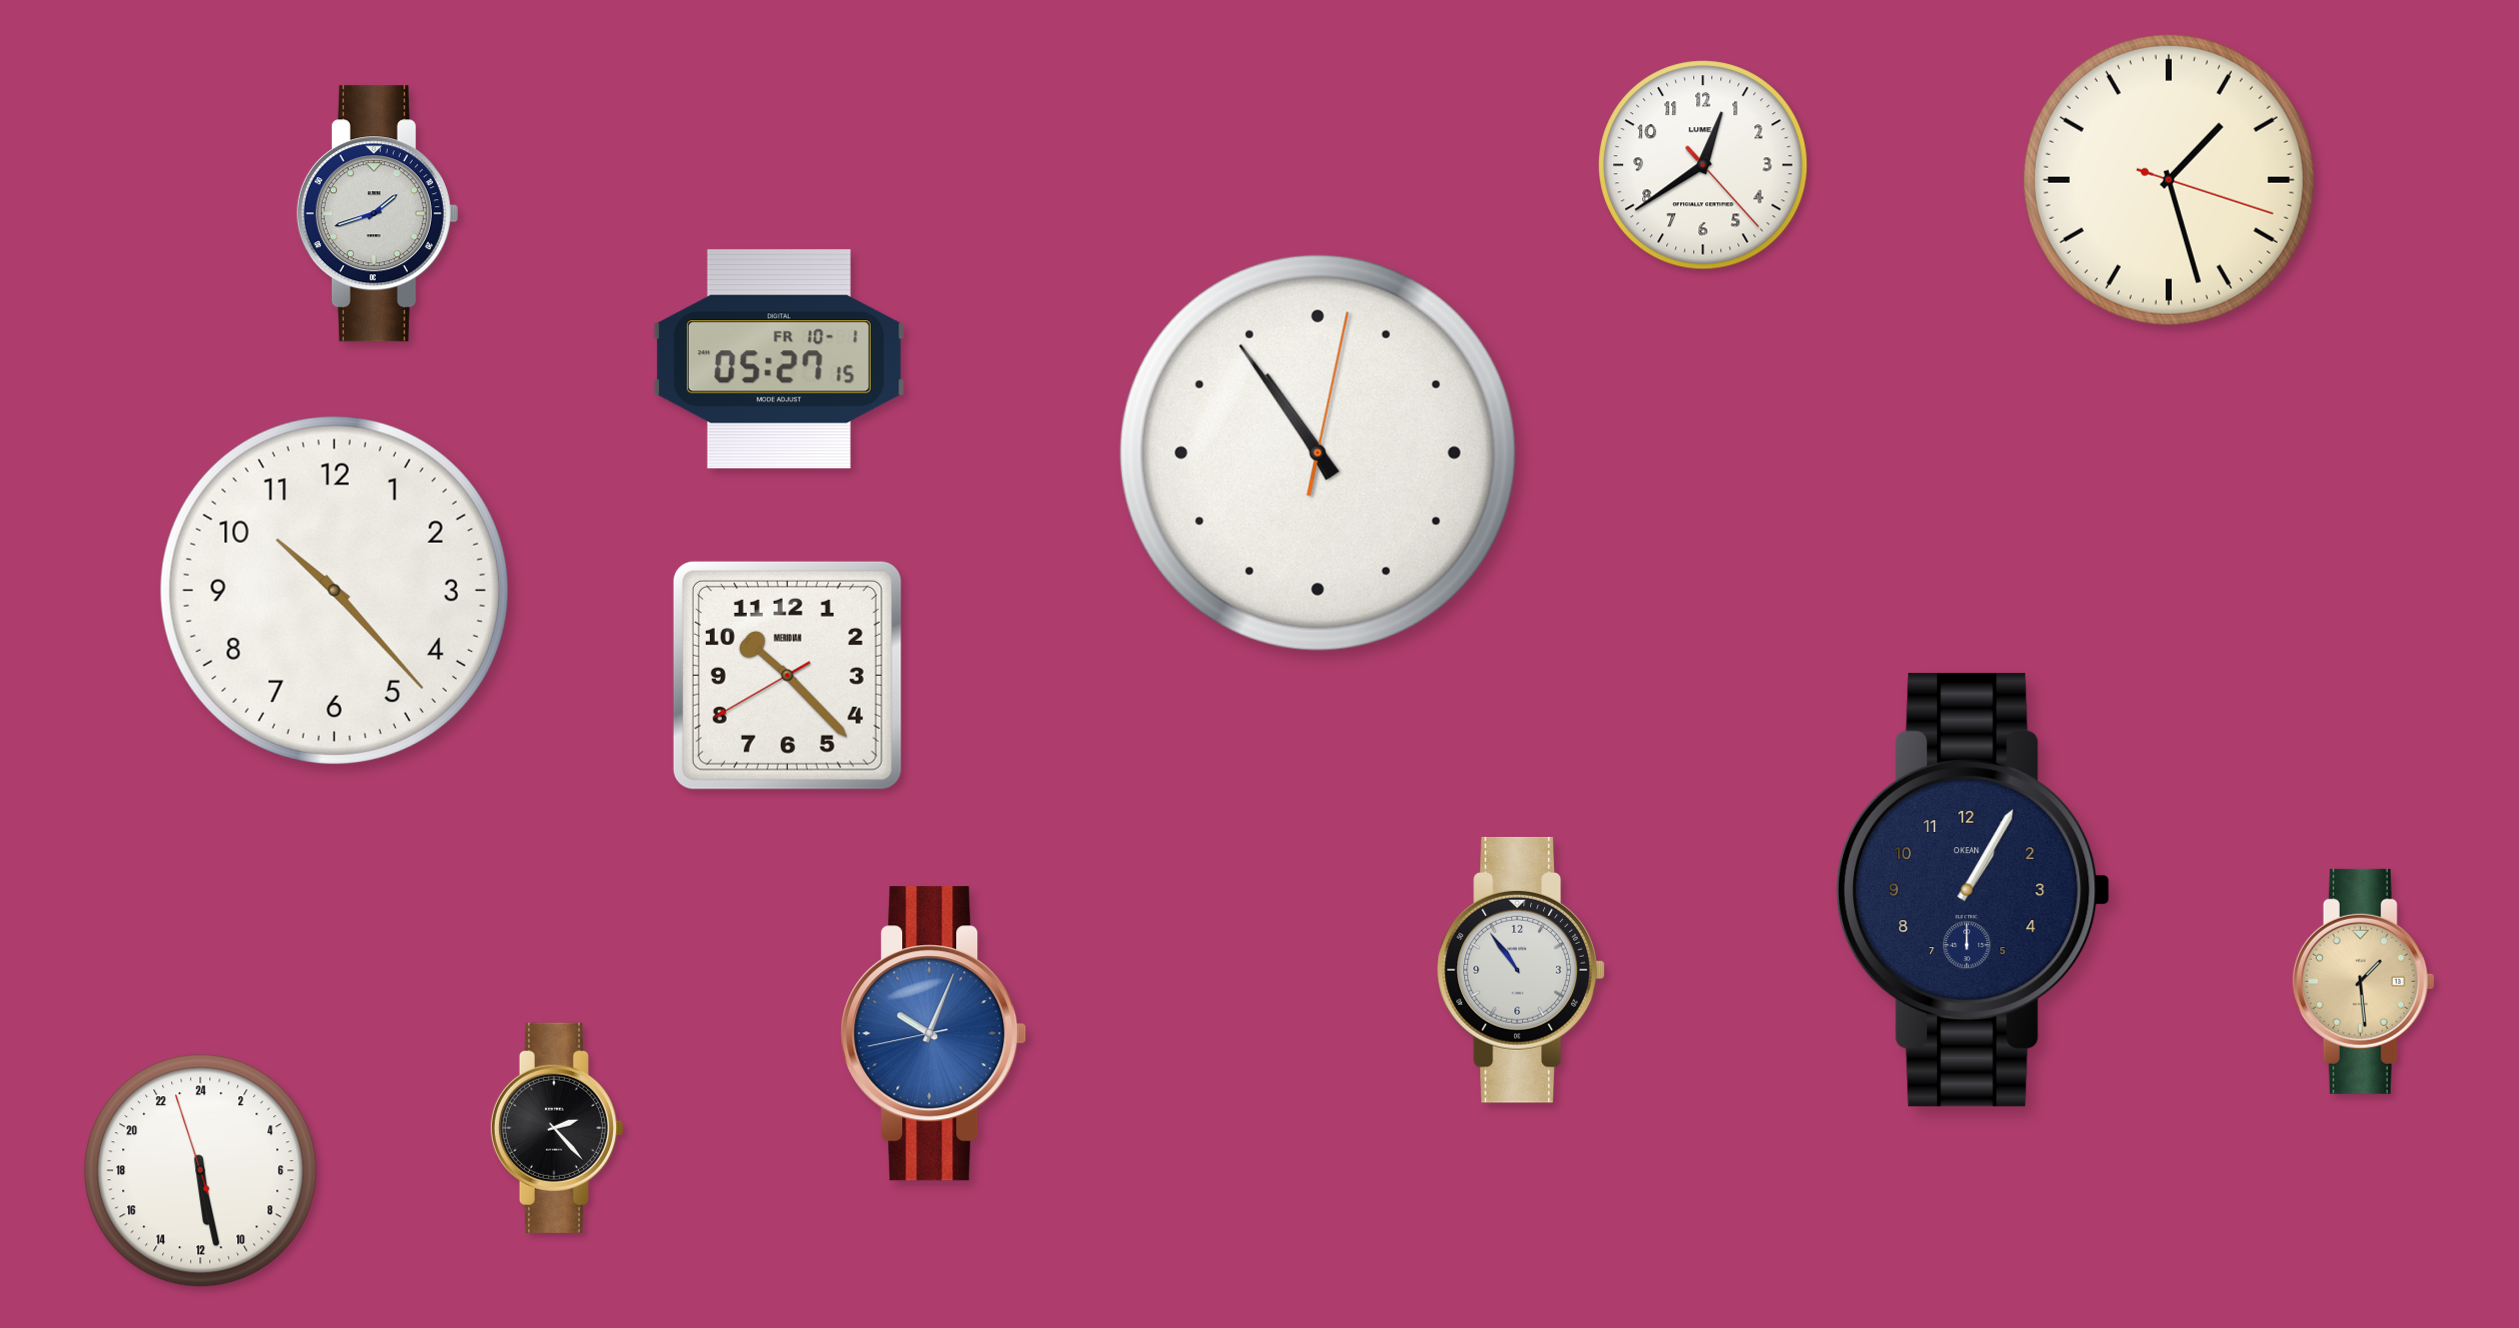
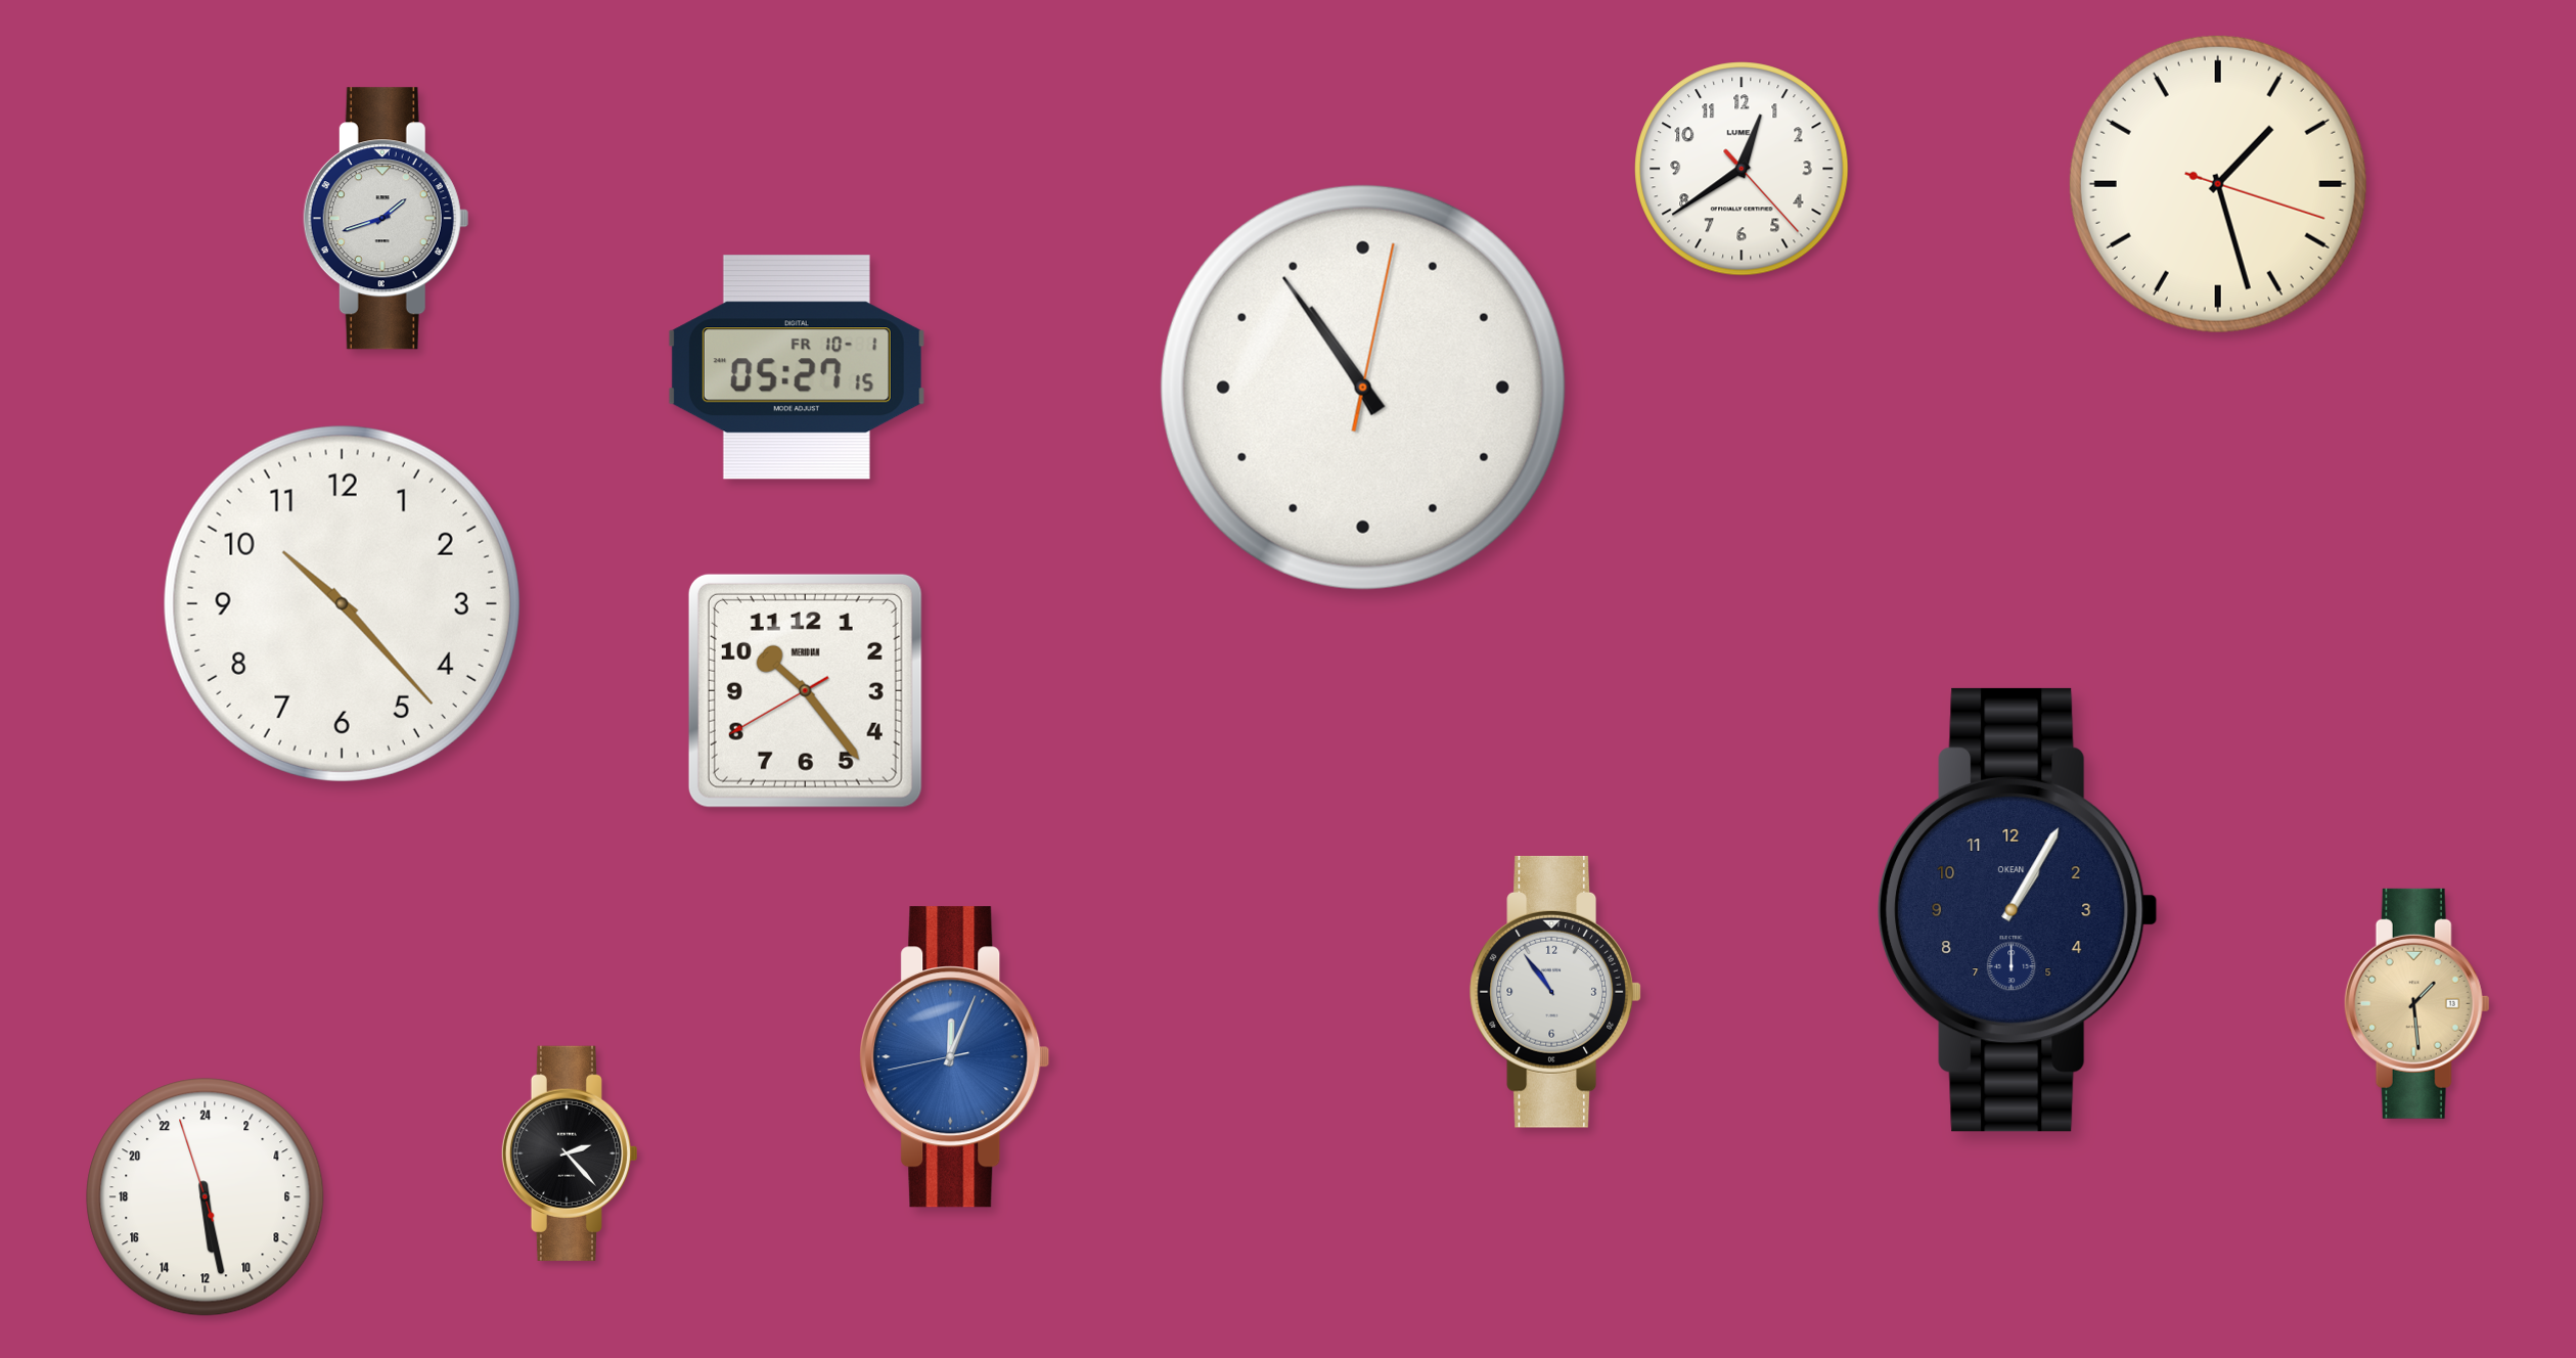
clock at (1318, 453) position: (1318, 453) -> (1363, 388)
clock at (787, 675): 10:22 -> 10:23
clock at (934, 1034): 10:03 -> 12:03
